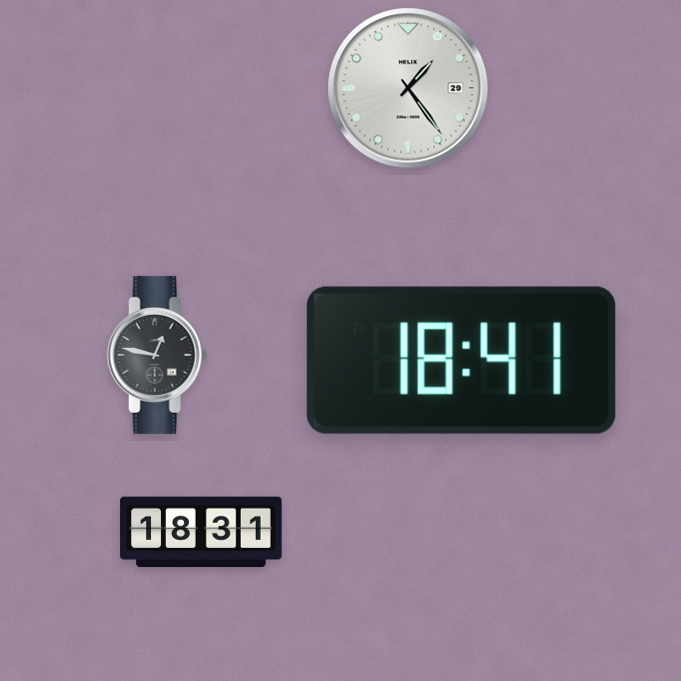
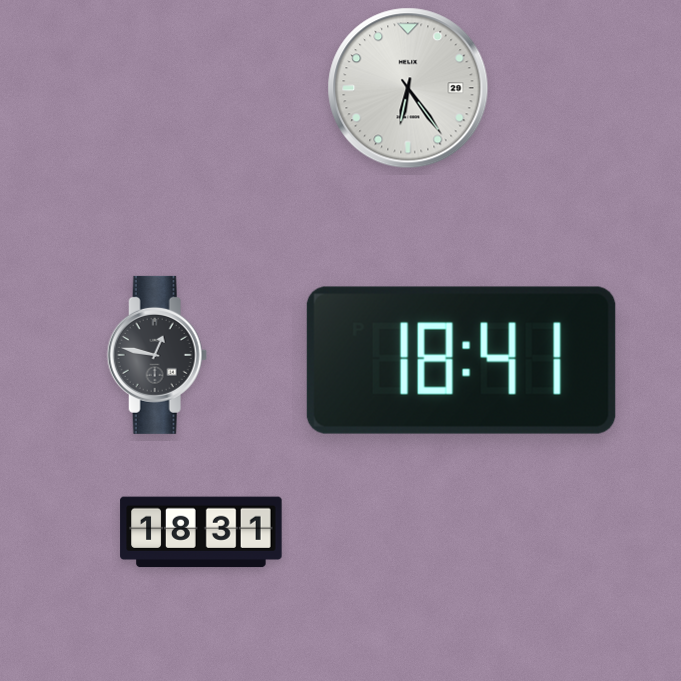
clock at (408, 88): 1:24 -> 6:24
